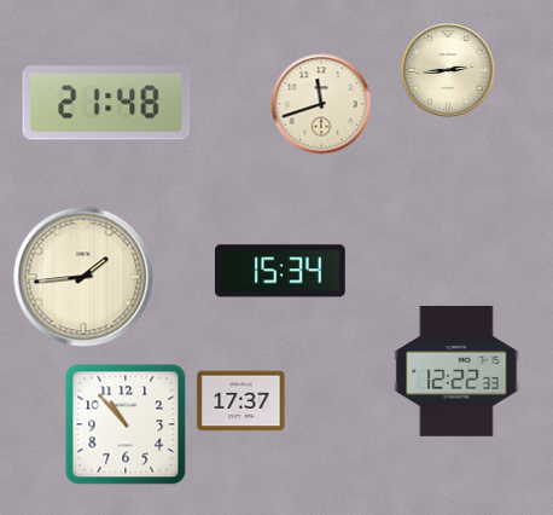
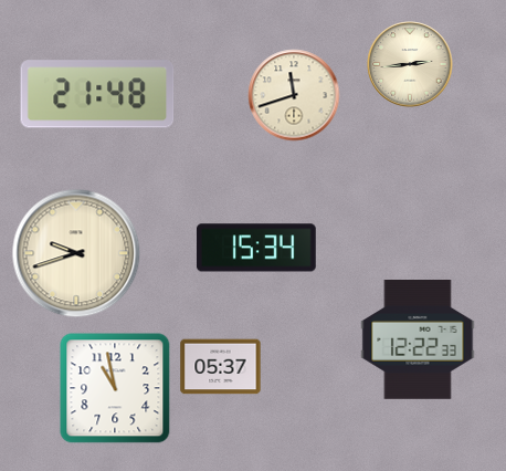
clock at (83, 277): 1:44 -> 9:42
clock at (241, 401): 17:37 -> 05:37
clock at (126, 424): 10:53 -> 10:58
